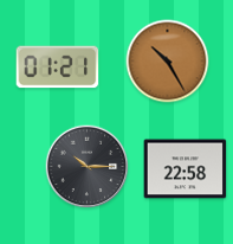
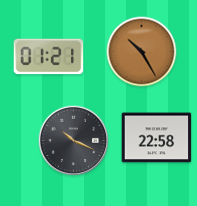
clock at (88, 167): 10:15 -> 10:19
clock at (186, 169) position: (186, 169) -> (157, 138)
